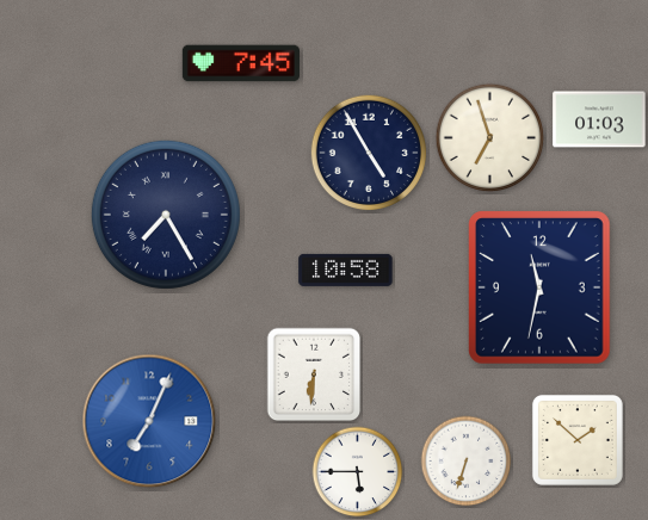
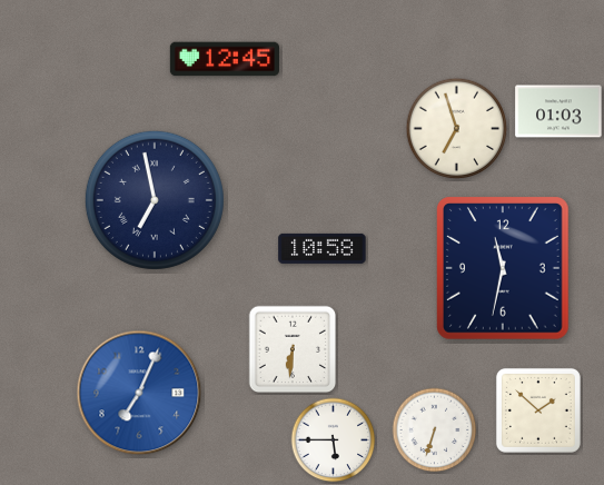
clock at (241, 63): 7:45 -> 12:45
clock at (369, 153): 4:55 -> none
clock at (166, 215): 7:25 -> 6:58
clock at (346, 270) position: (346, 270) -> (323, 248)
